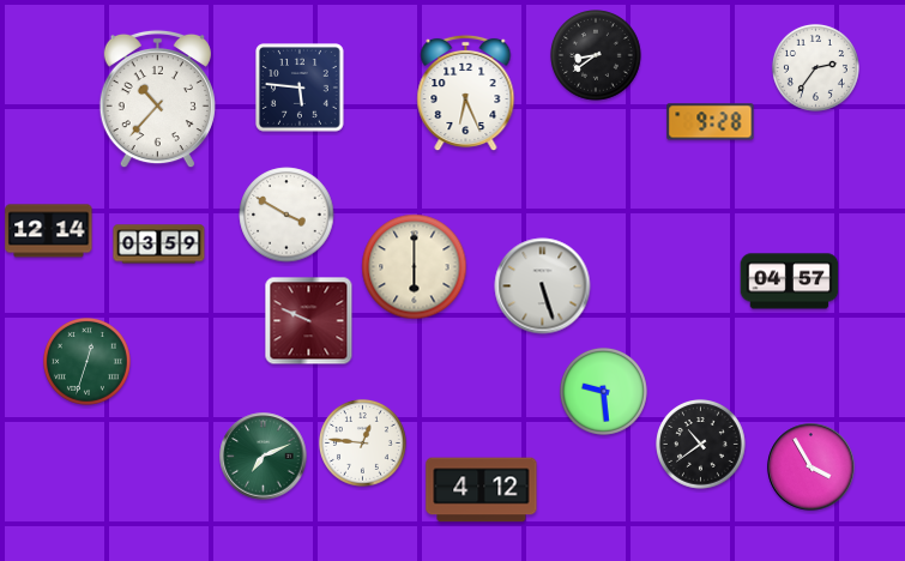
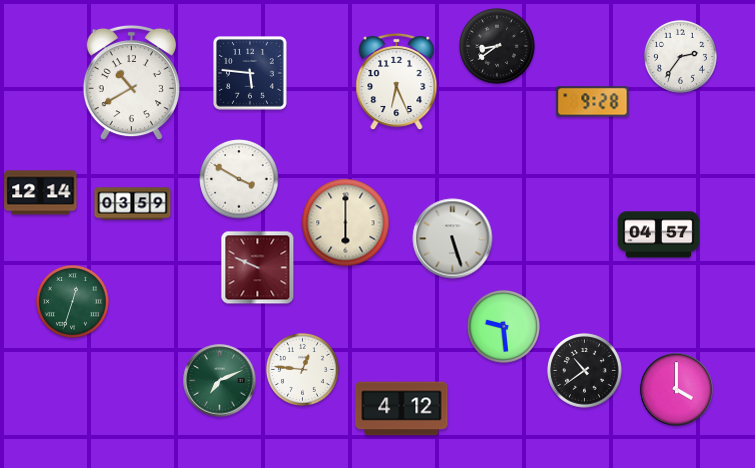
clock at (466, 93) position: (466, 93) -> (397, 82)
clock at (157, 99): 10:37 -> 10:40
clock at (812, 467): 3:55 -> 4:00
